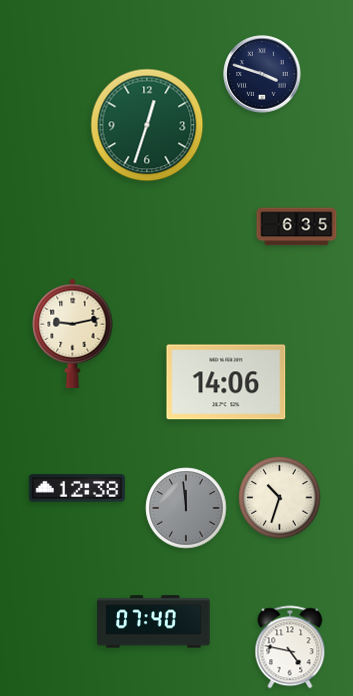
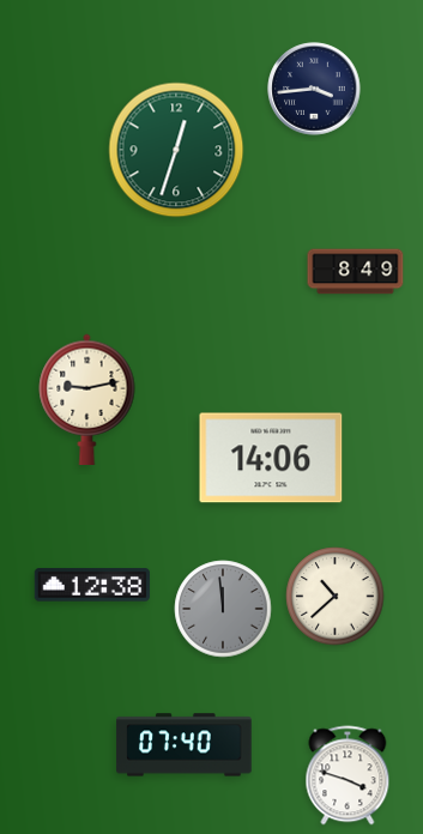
clock at (262, 74): 3:48 -> 3:44
clock at (297, 227): 6:35 -> 8:49
clock at (280, 498): 10:33 -> 10:38
clock at (290, 647): 4:47 -> 3:48
